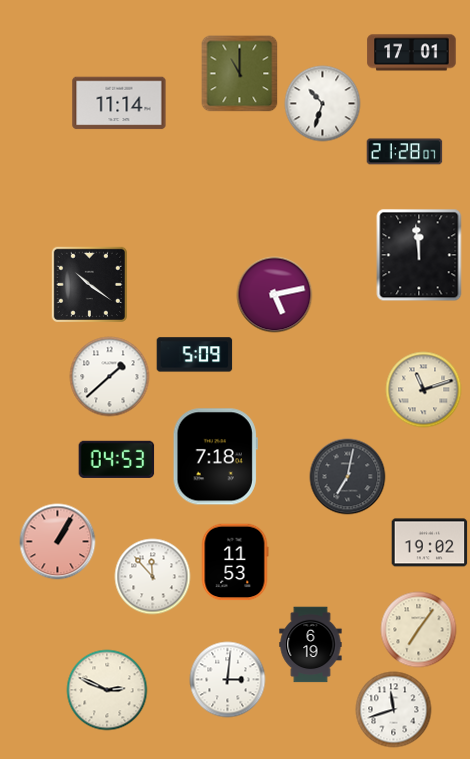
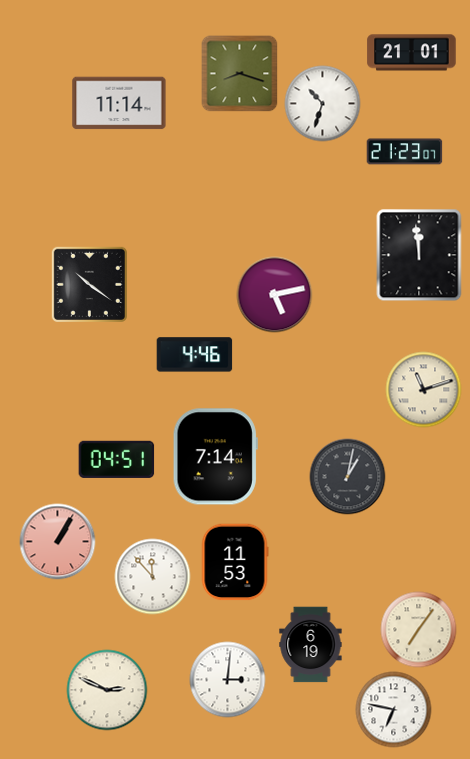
clock at (412, 53): 17:01 -> 21:01
clock at (240, 74): 11:00 -> 8:18
clock at (405, 152): 21:28 -> 21:23
clock at (195, 355): 5:09 -> 4:46
clock at (110, 377): 1:38 -> none
clock at (215, 457): 7:18 -> 7:14
clock at (117, 459): 04:53 -> 04:51
clock at (348, 477): 7:02 -> 1:02
clock at (430, 543): 19:02 -> none
clock at (394, 710): 11:42 -> 6:47
